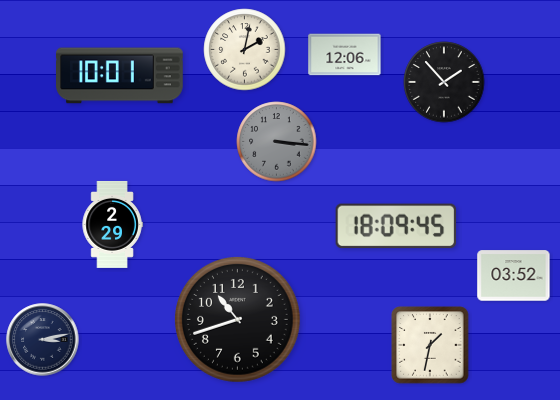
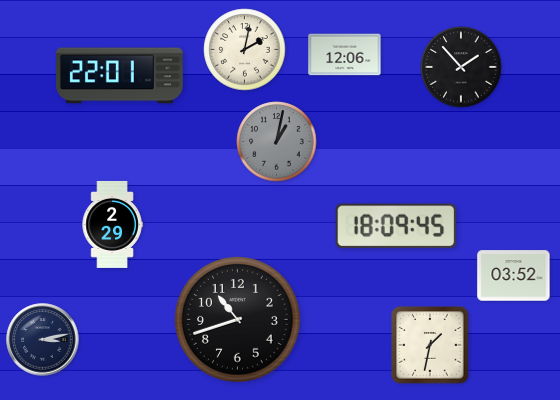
clock at (120, 76): 10:01 -> 22:01
clock at (444, 82) position: (444, 82) -> (461, 67)
clock at (277, 142): 3:16 -> 1:02
